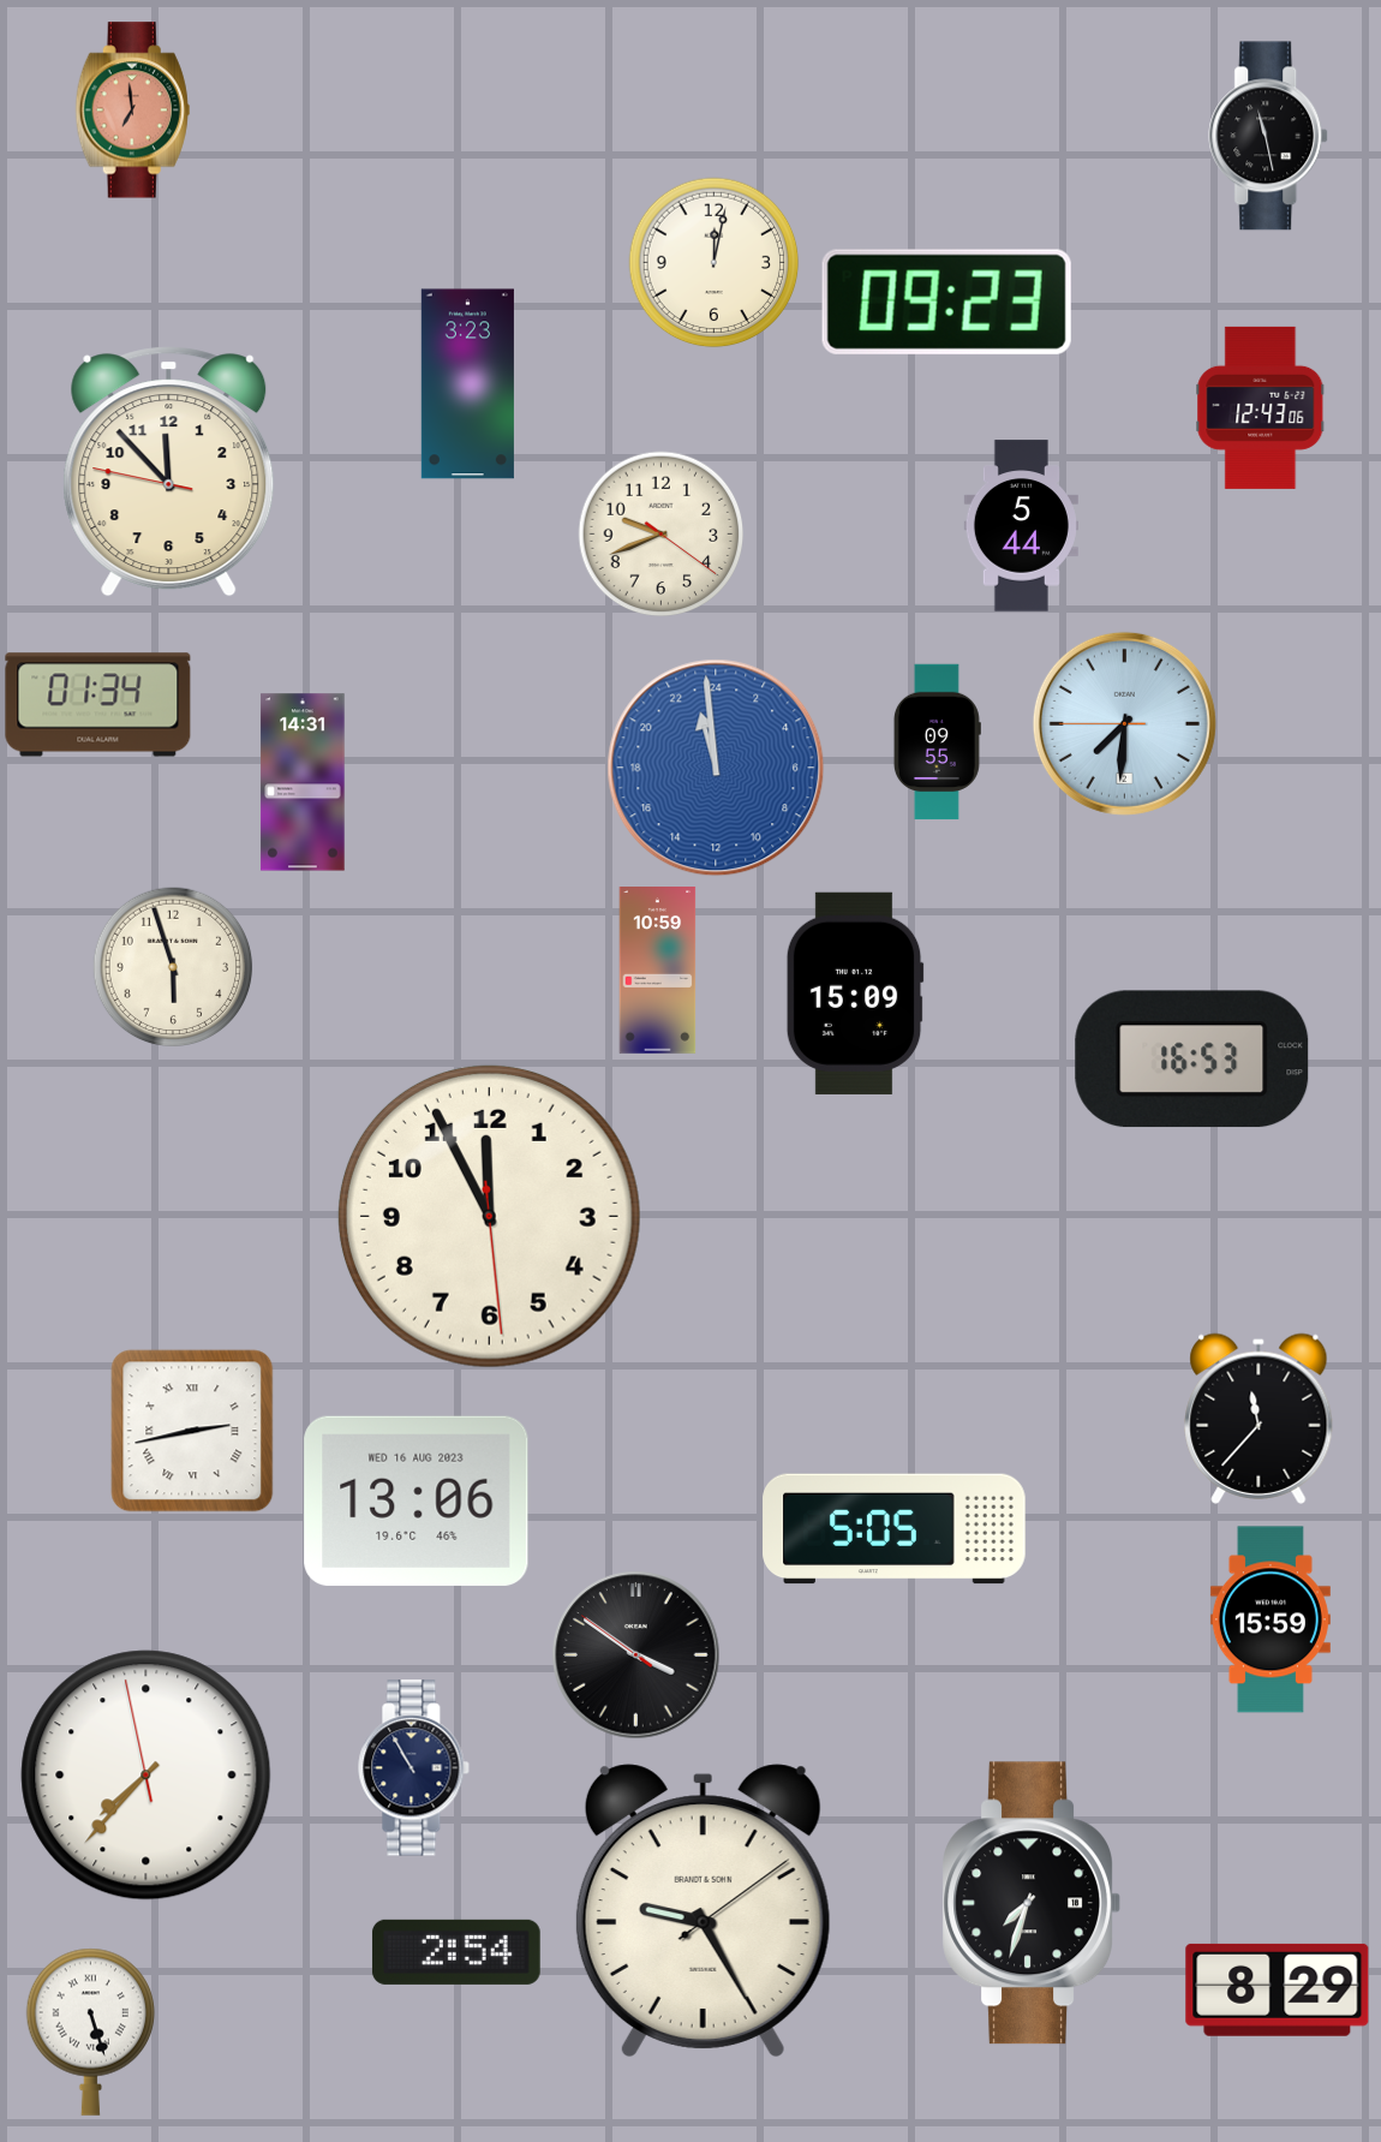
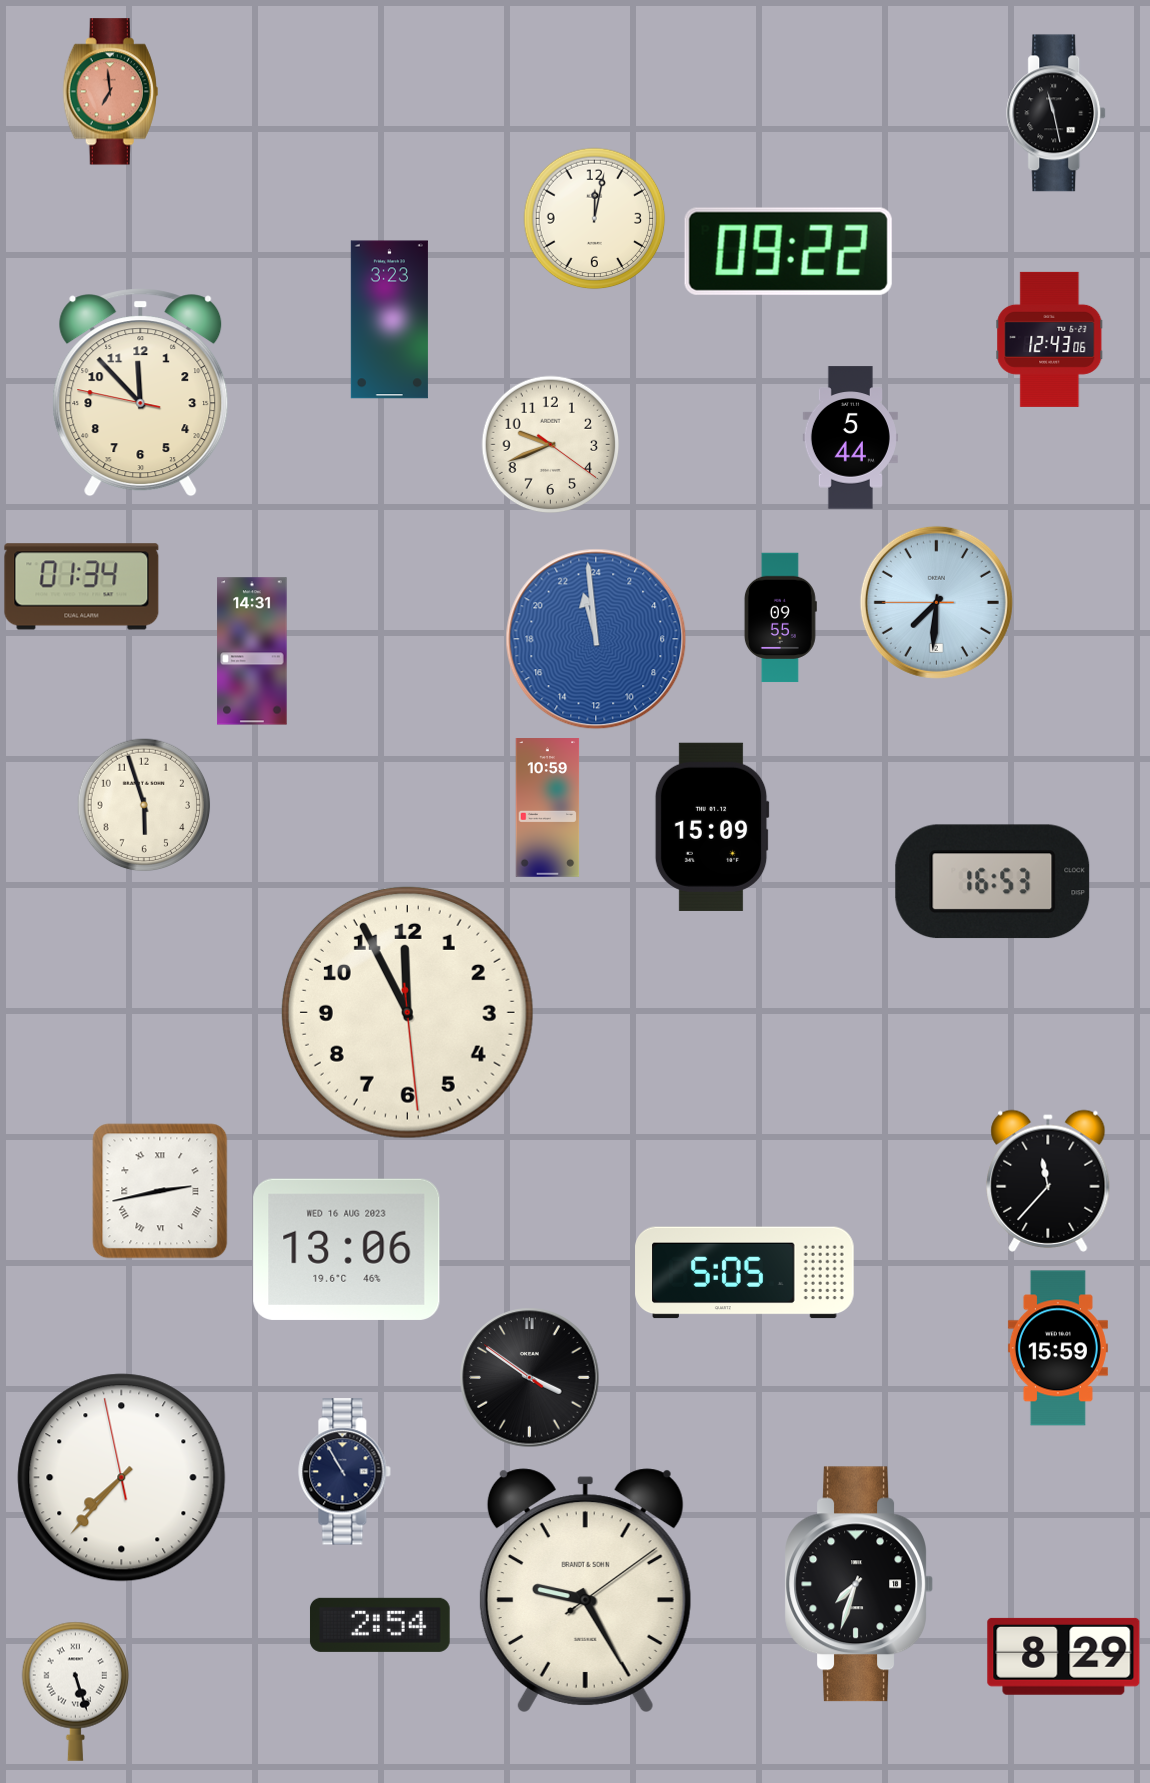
clock at (946, 302): 09:23 -> 09:22
